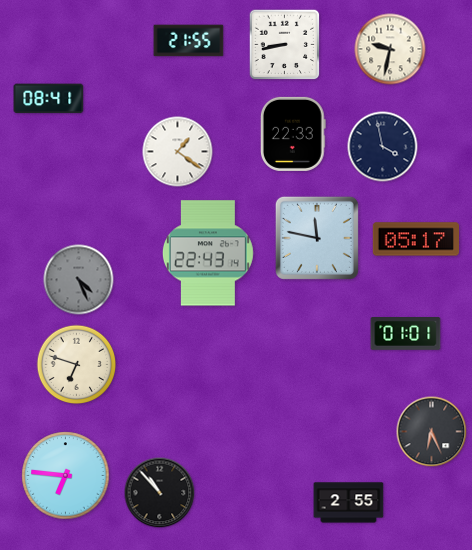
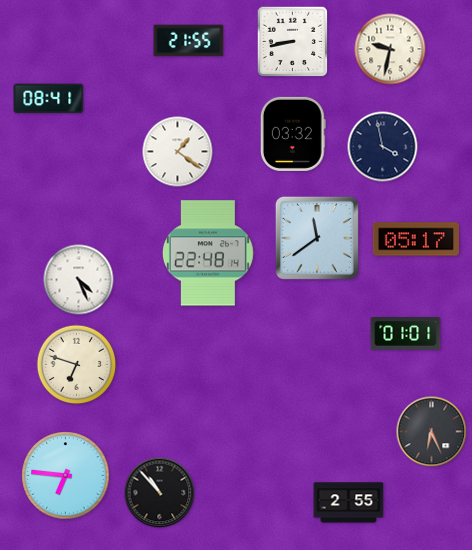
clock at (285, 45) position: (285, 45) -> (293, 42)
clock at (293, 134): 22:33 -> 03:32
clock at (317, 238): 11:47 -> 11:39
clock at (208, 253): 22:43 -> 22:48
clock at (79, 280) dial: grey -> white
